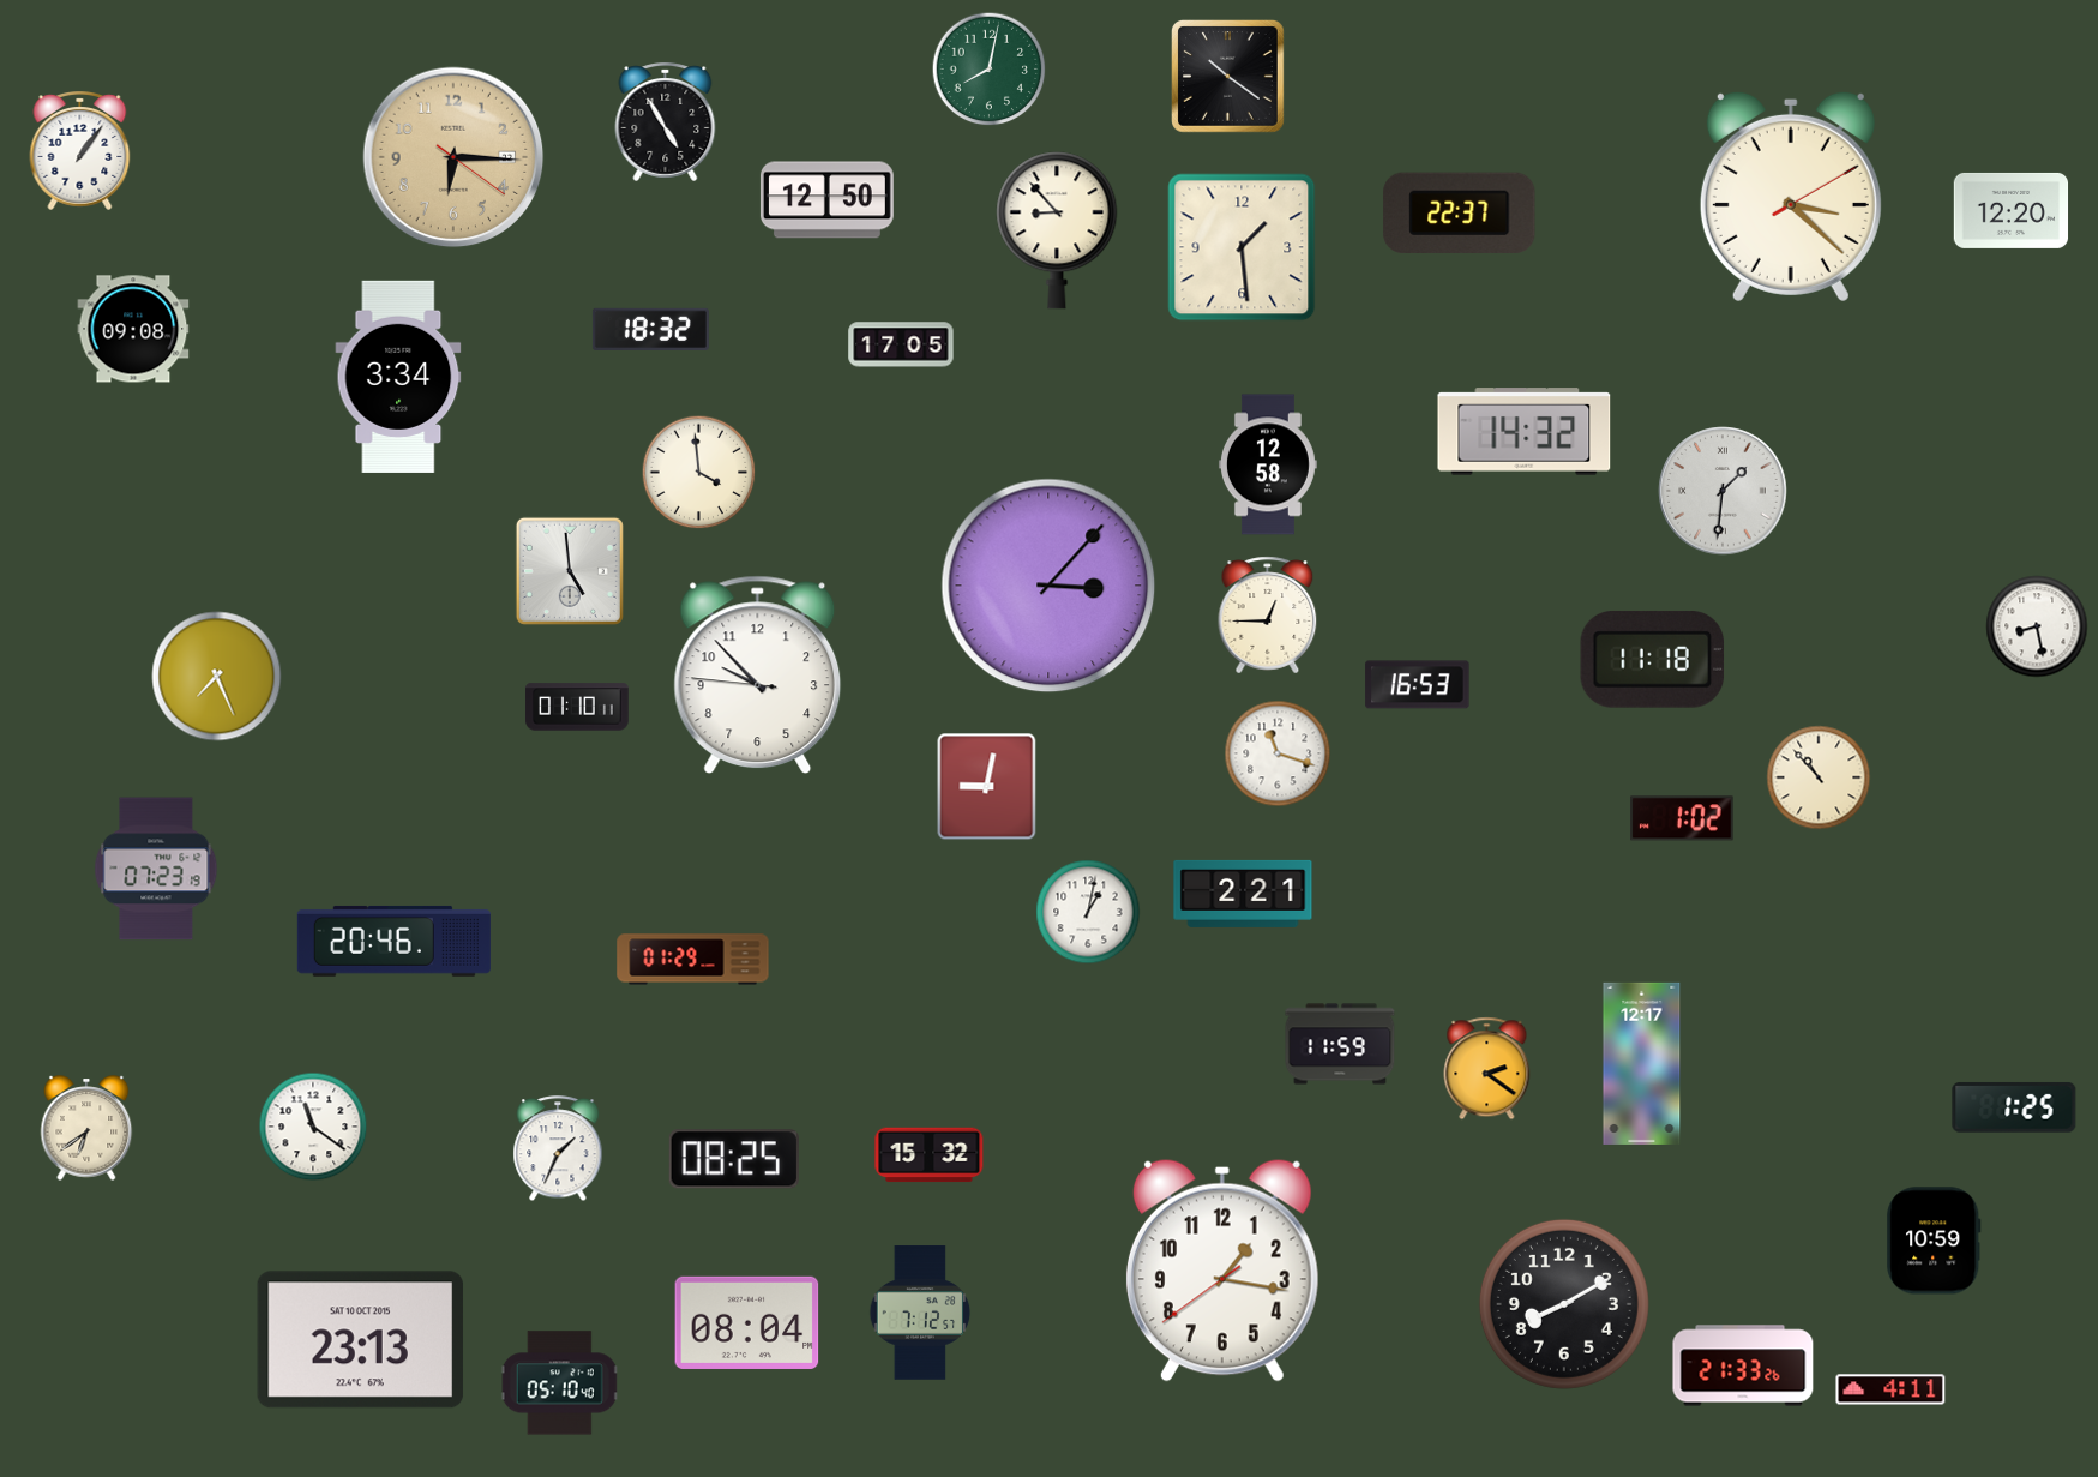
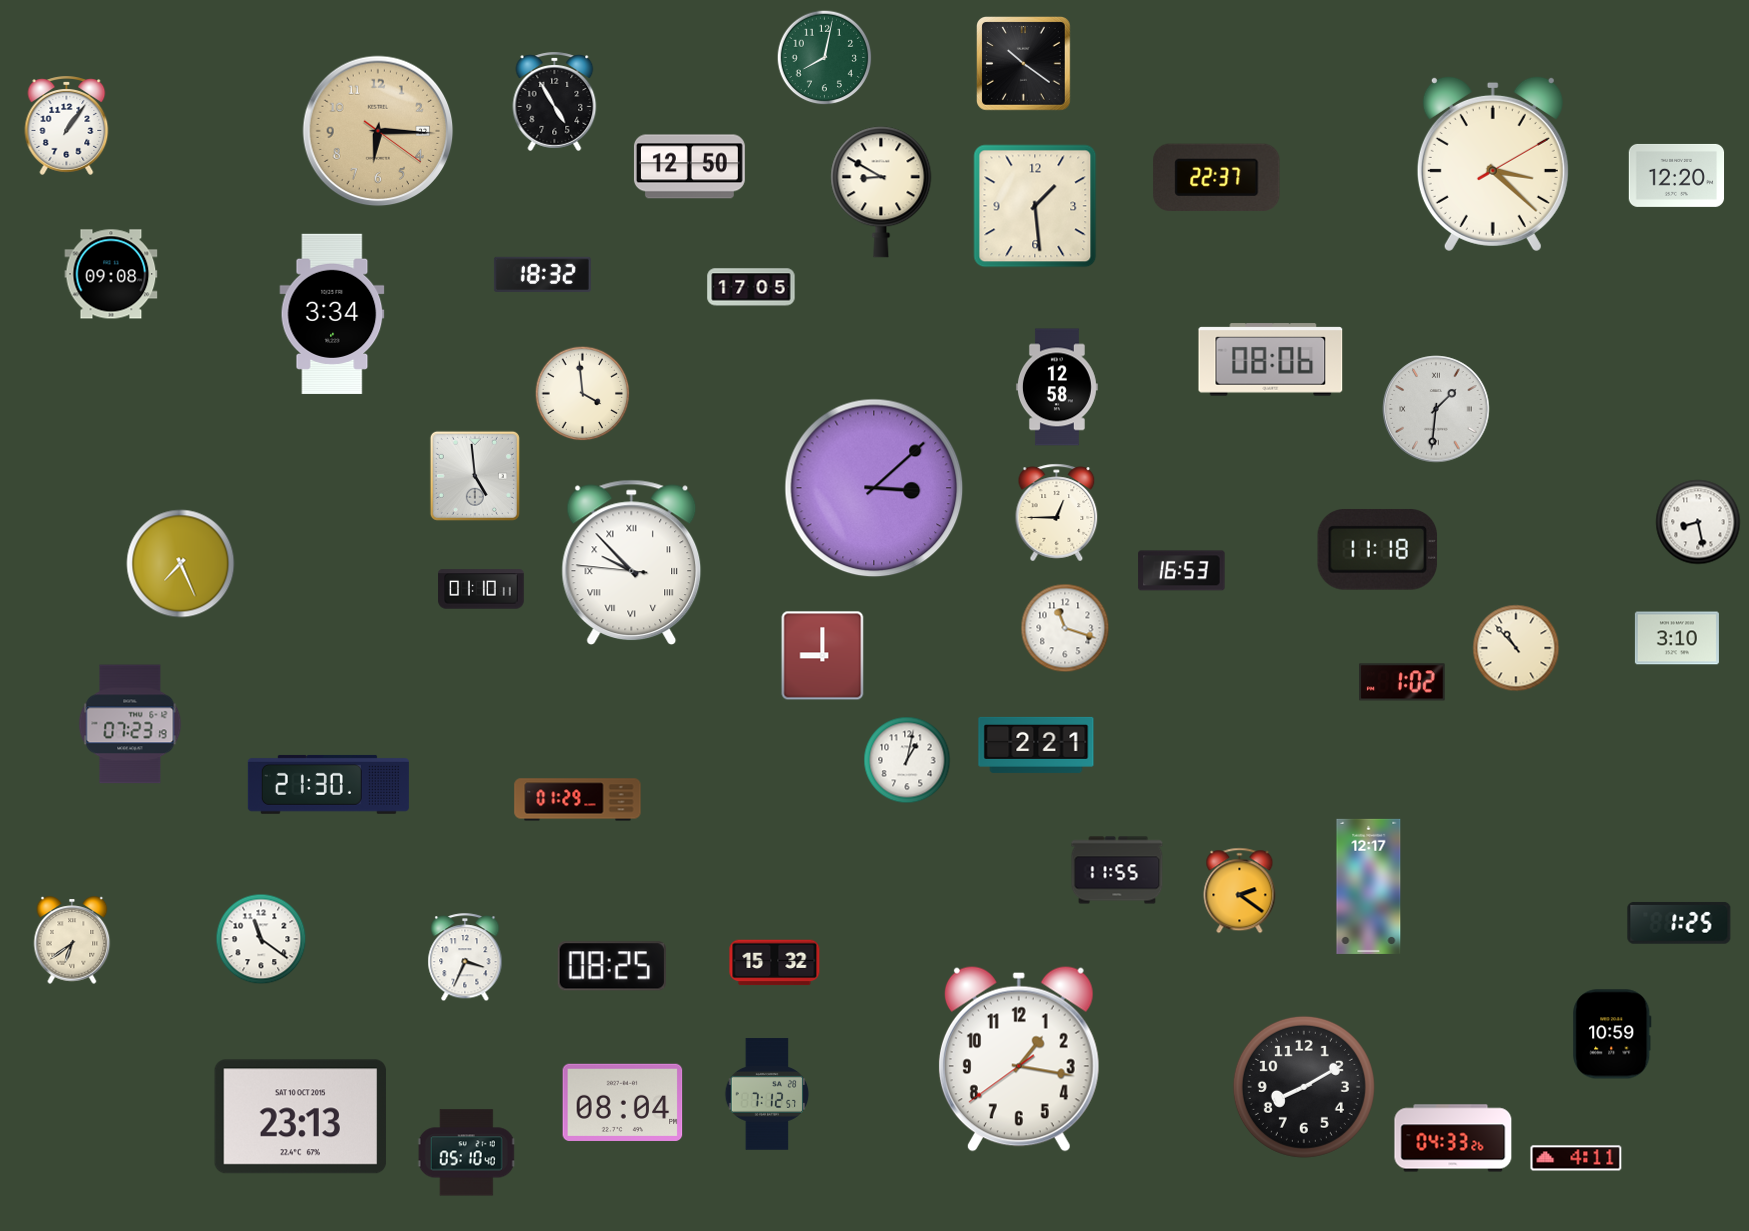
clock at (1057, 230): 8:53 -> 8:50
clock at (1525, 432): 14:32 -> 08:06
clock at (1048, 586): 3:07 -> 3:08
clock at (758, 674) numerals: Arabic -> Roman
clock at (1677, 638): none -> 3:10
clock at (987, 787): 9:02 -> 9:00
clock at (393, 941): 20:46 -> 21:30
clock at (1340, 1044): 11:59 -> 11:55
clock at (558, 1149): 1:34 -> 3:34
clock at (1743, 1365): 21:33 -> 04:33
